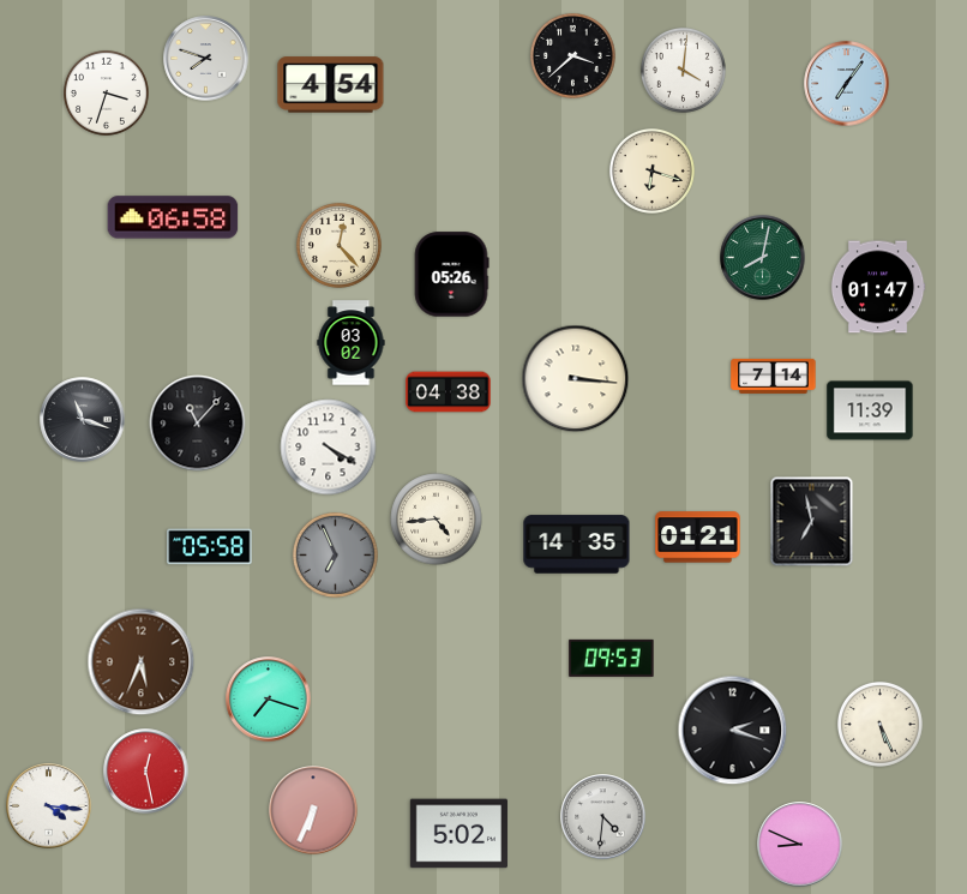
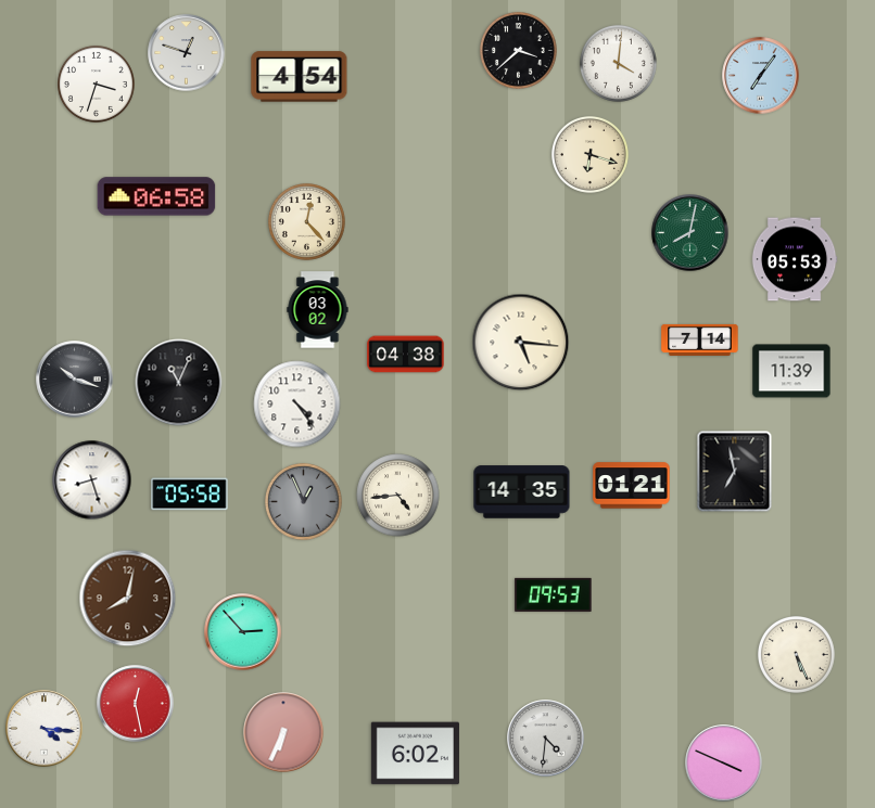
clock at (206, 59): 7:48 -> 12:48
clock at (847, 84) position: (847, 84) -> (761, 76)
clock at (451, 275): 05:26 -> none
clock at (878, 287): 01:47 -> 05:53
clock at (576, 379): 3:16 -> 5:16
clock at (870, 410) position: (870, 410) -> (791, 371)
clock at (83, 420): 11:18 -> 10:18
clock at (198, 424): 11:07 -> 11:04
clock at (329, 448): 4:20 -> 4:24
clock at (437, 520) position: (437, 520) -> (398, 496)
clock at (92, 480): none -> 8:27
clock at (335, 554): 6:56 -> 12:56
clock at (142, 662): 5:34 -> 8:02
clock at (269, 700): 7:18 -> 2:53
clock at (733, 731): 2:18 -> none
clock at (146, 772) position: (146, 772) -> (136, 704)
clock at (458, 834): 5:02 -> 6:02
clock at (800, 845): 8:49 -> 3:49
